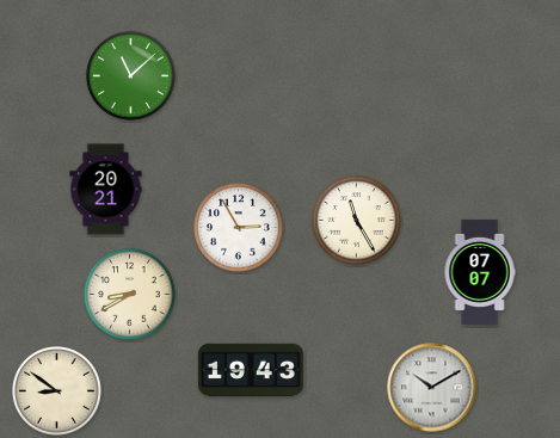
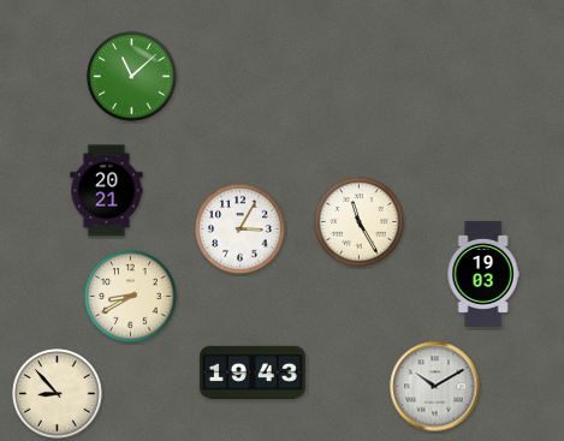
clock at (239, 228): 2:55 -> 3:05
clock at (480, 272): 07:07 -> 19:03
clock at (432, 388) position: (432, 388) -> (435, 387)
clock at (57, 391): 8:51 -> 8:53
